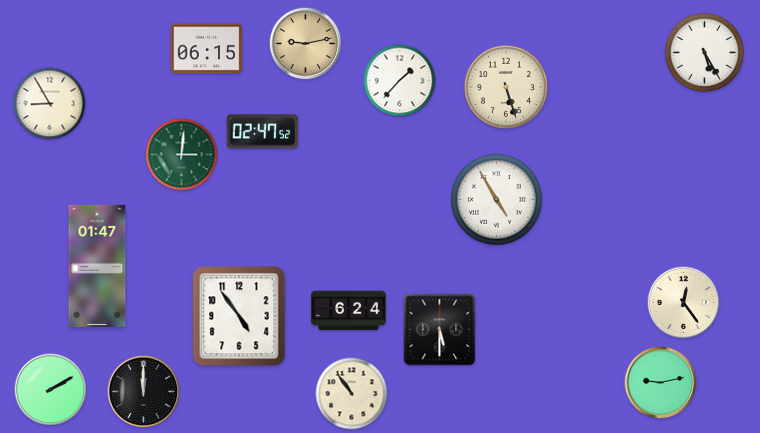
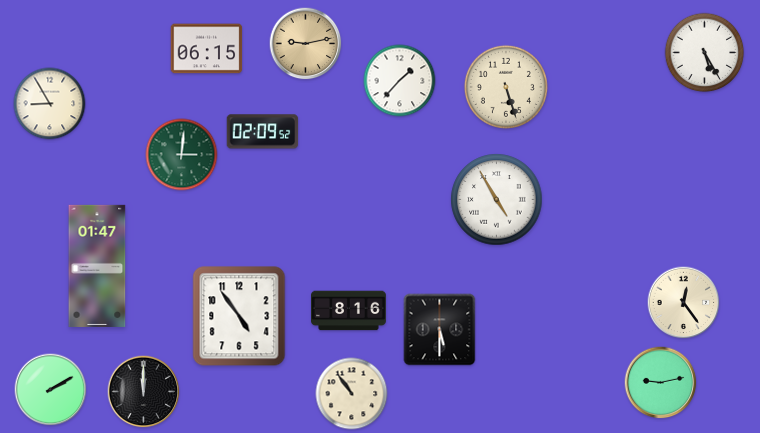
clock at (263, 132): 02:47 -> 02:09
clock at (349, 311): 6:24 -> 8:16
